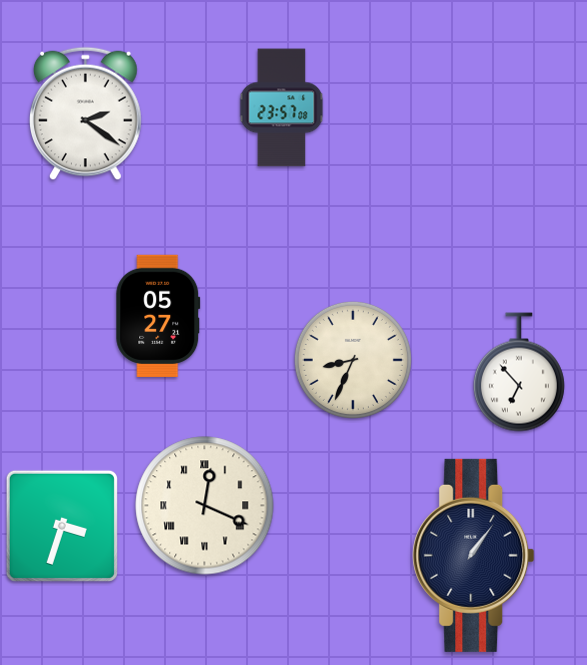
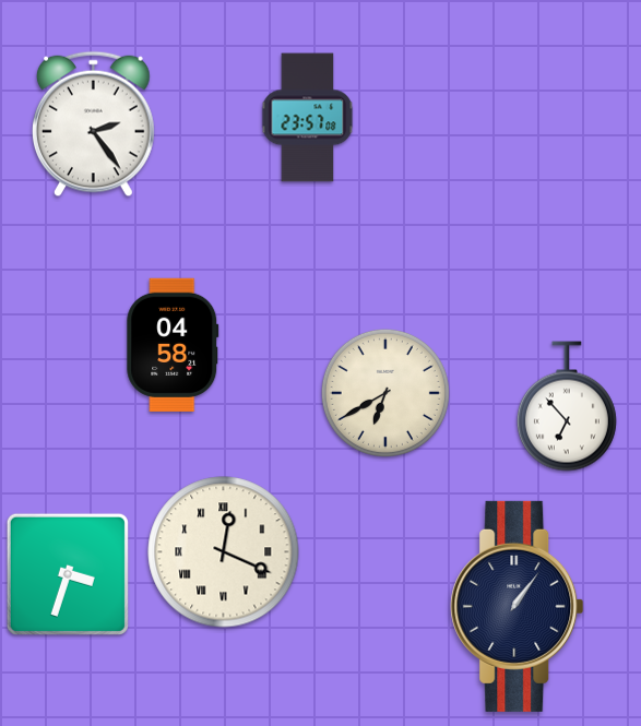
clock at (86, 114): 2:21 -> 2:24
clock at (158, 316): 05:27 -> 04:58
clock at (353, 360): 8:34 -> 6:40
